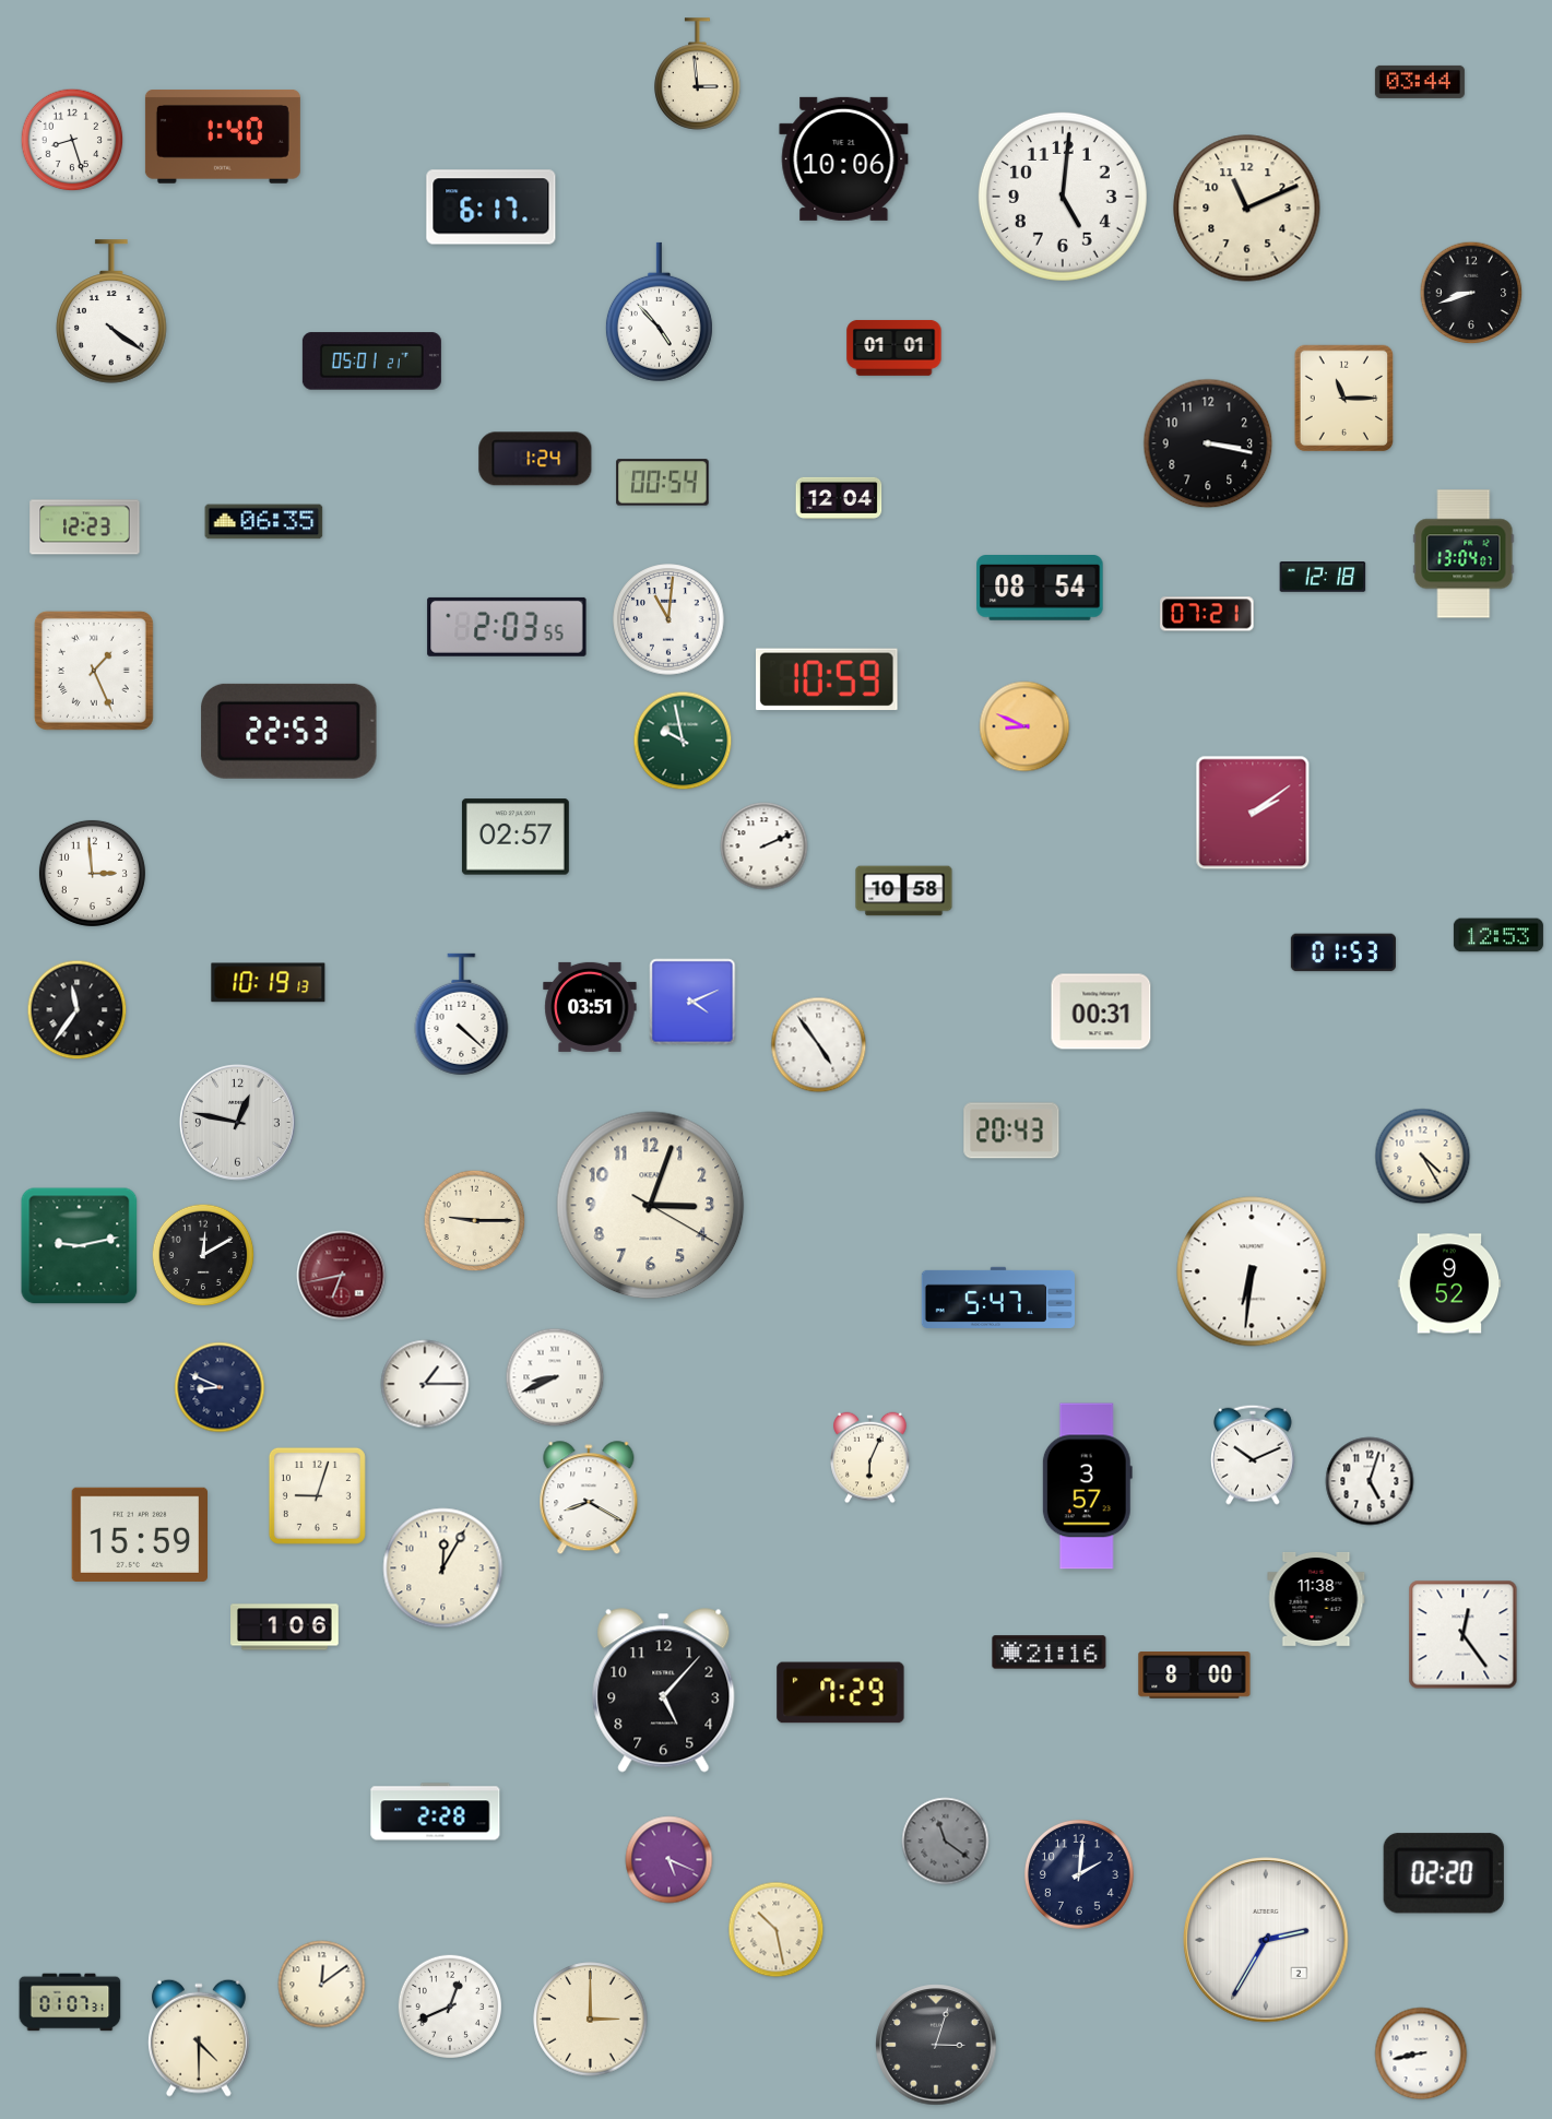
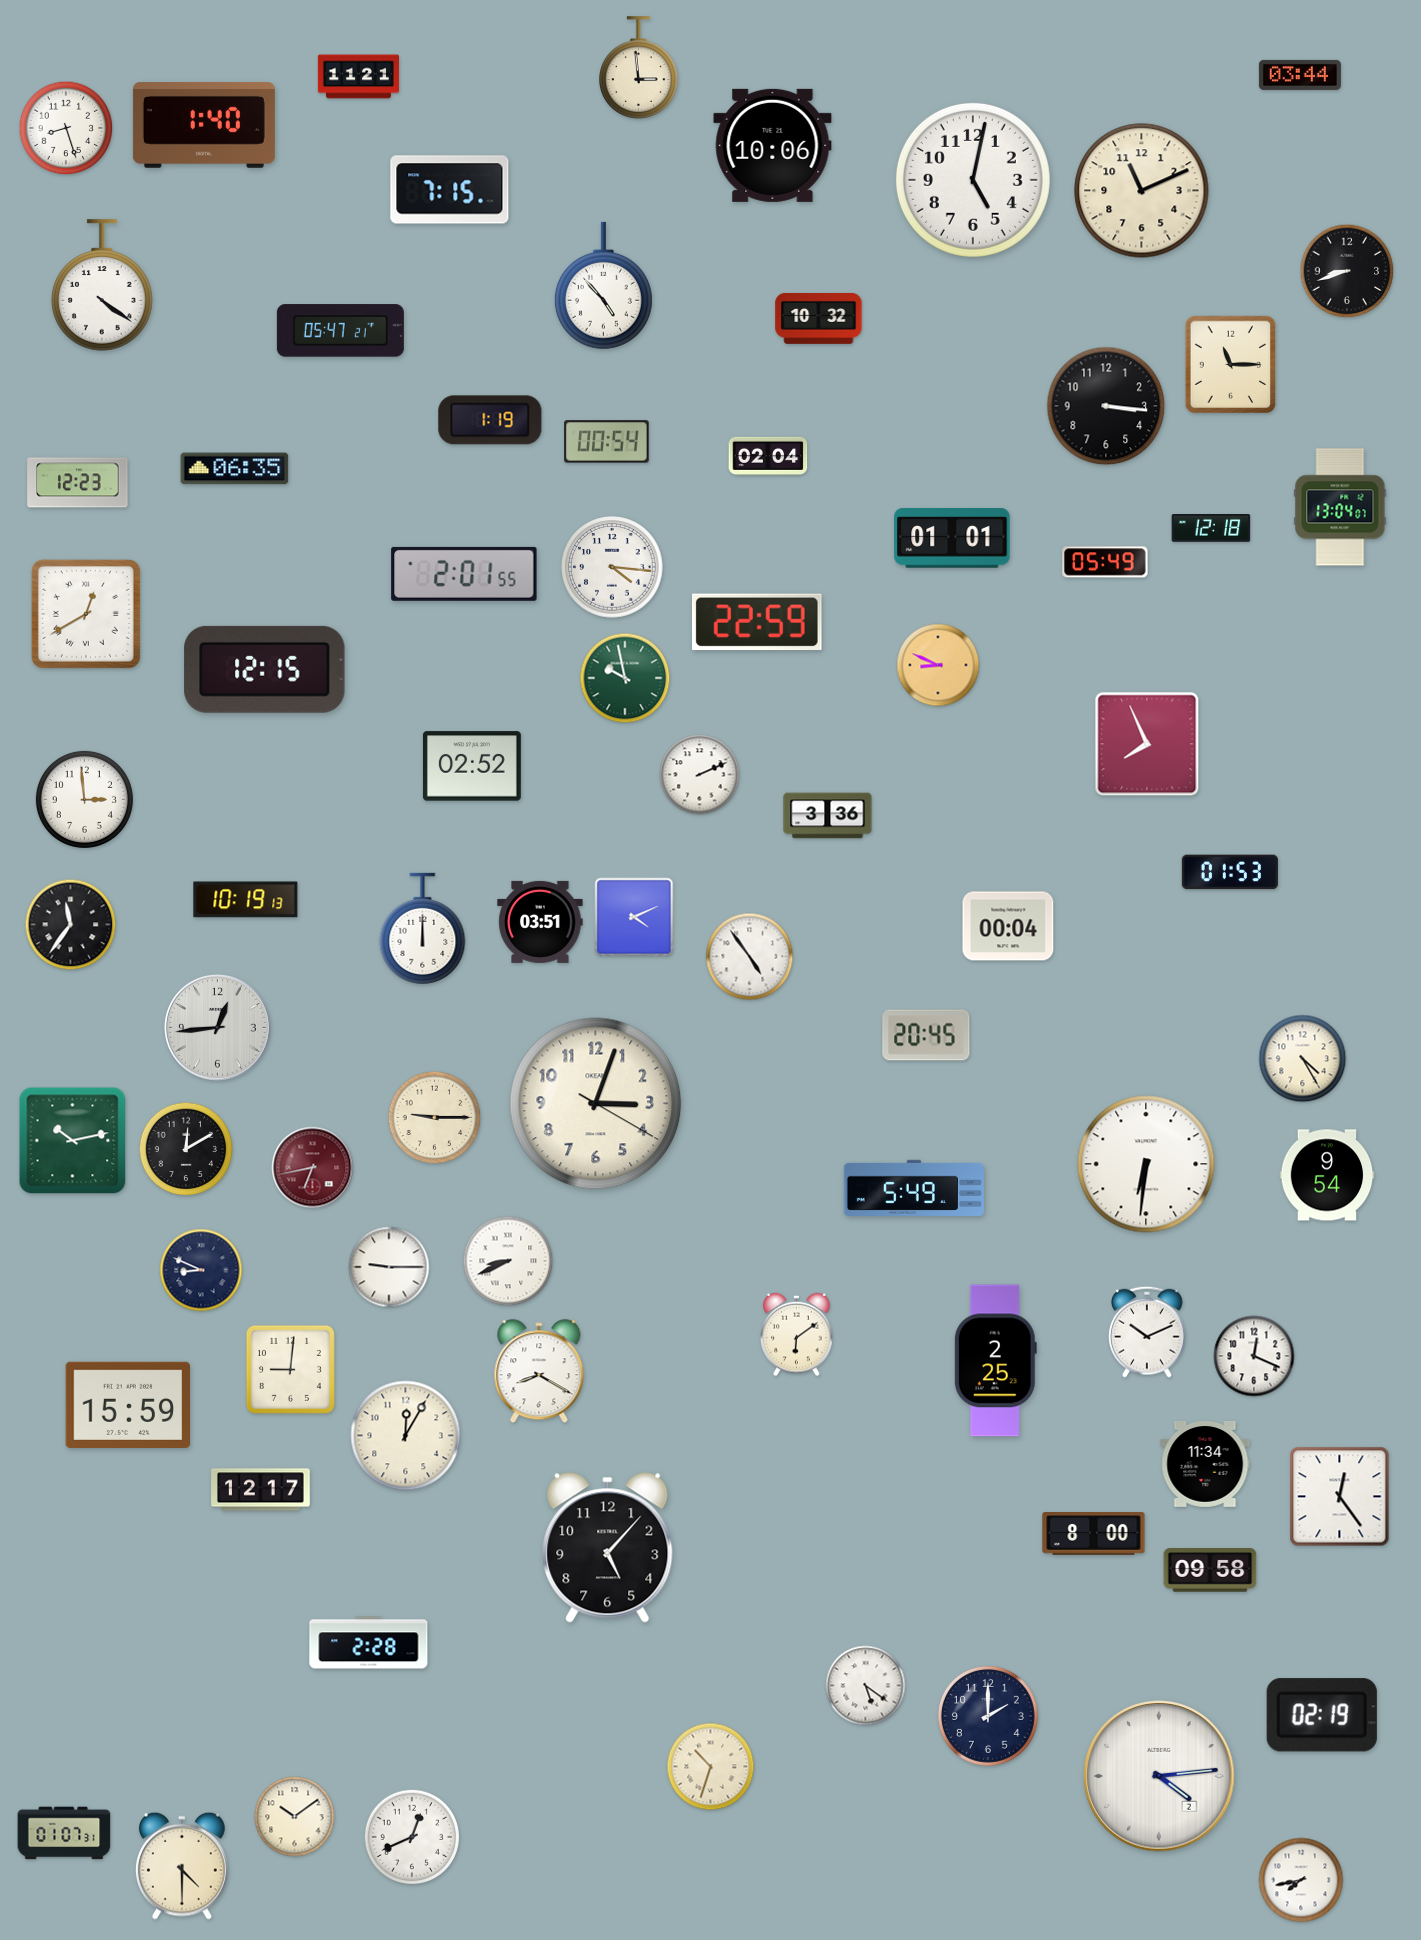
clock at (358, 77): none -> 11:21
clock at (1063, 197): 5:01 -> 5:02
clock at (491, 208): 6:17 -> 7:15
clock at (1471, 293) position: (1471, 293) -> (1347, 271)
clock at (895, 347): 01:01 -> 10:32
clock at (371, 362): 05:01 -> 05:47
clock at (1208, 443): 3:17 -> 3:16
clock at (535, 459): 1:24 -> 1:19
clock at (839, 498): 12:04 -> 02:04
clock at (264, 522) position: (264, 522) -> (235, 469)
clock at (1040, 588): 08:54 -> 01:01
clock at (1207, 614): 07:21 -> 05:49
clock at (668, 619): 11:01 -> 4:16
clock at (507, 627): 2:03 -> 2:01
clock at (94, 671): 1:26 -> 12:40
clock at (828, 679): 10:59 -> 22:59
clock at (289, 731): 22:53 -> 12:15
clock at (1253, 813): 2:09 -> 7:56
clock at (516, 837): 02:57 -> 02:52
clock at (904, 891): 10:58 -> 3:36
clock at (1498, 935): 12:53 -> none
clock at (1101, 1011): 00:31 -> 00:04
clock at (462, 1015): 4:22 -> 12:00
clock at (238, 1123): 12:47 -> 12:44
clock at (1011, 1130): 20:43 -> 20:45
clock at (80, 1246): 9:13 -> 10:13
clock at (1449, 1283): 9:52 -> 9:54
clock at (998, 1298): 5:47 -> 5:49
clock at (425, 1384): 1:15 -> 9:15
clock at (870, 1458): 6:04 -> 6:09
clock at (1370, 1481): 5:03 -> 12:19
clock at (1087, 1487): 3:57 -> 2:25
clock at (317, 1495): 9:03 -> 9:01
clock at (1316, 1599): 11:38 -> 11:34
clock at (285, 1627): 1:06 -> 12:17
clock at (1050, 1653): 21:16 -> none
clock at (841, 1693): 7:29 -> none
clock at (1210, 1570): none -> 09:58
clock at (436, 1812) position: (436, 1812) -> (369, 1643)
clock at (946, 1842): 11:21 -> 5:21
clock at (946, 1842) dial: grey -> white
clock at (670, 1860): 5:19 -> none
clock at (1444, 1873): 02:20 -> 02:19
clock at (1079, 1874): 2:01 -> 2:00
clock at (777, 1930): 10:28 -> 10:33
clock at (1266, 1940): 2:35 -> 4:14
clock at (322, 1985): 12:09 -> 10:09
clock at (591, 2020): 3:00 -> none
clock at (936, 2045): 3:03 -> none
clock at (1421, 2053): 8:43 -> 7:43
